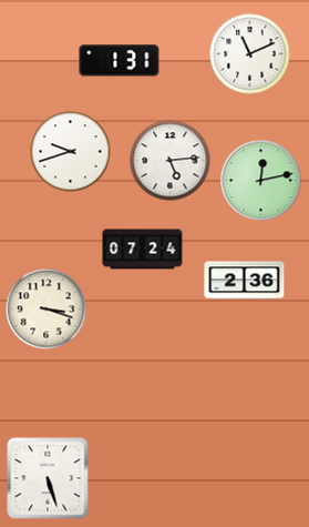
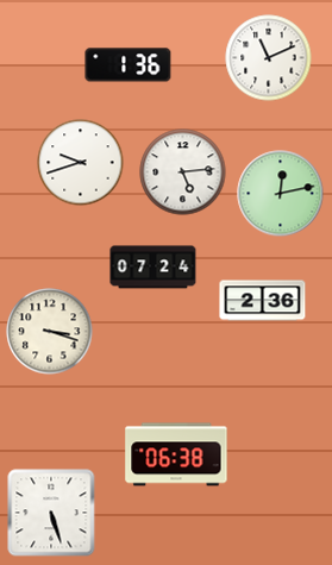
clock at (120, 61): 1:31 -> 1:36
clock at (71, 152) position: (71, 152) -> (81, 163)
clock at (176, 454): none -> 06:38
